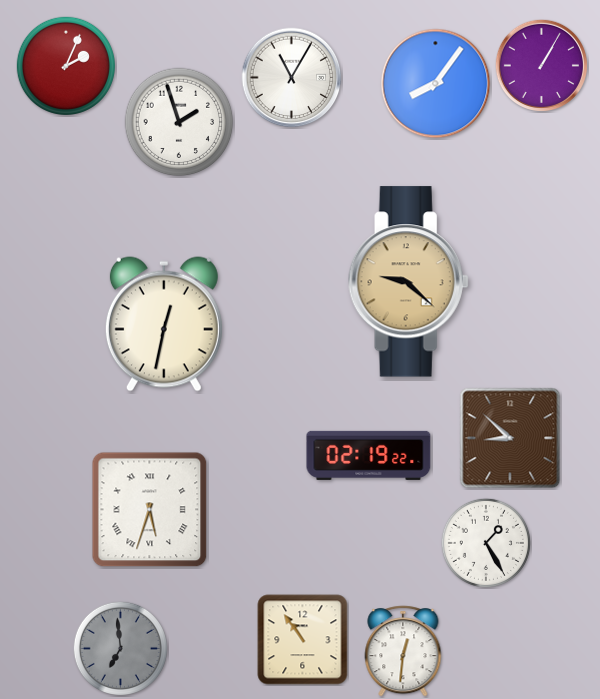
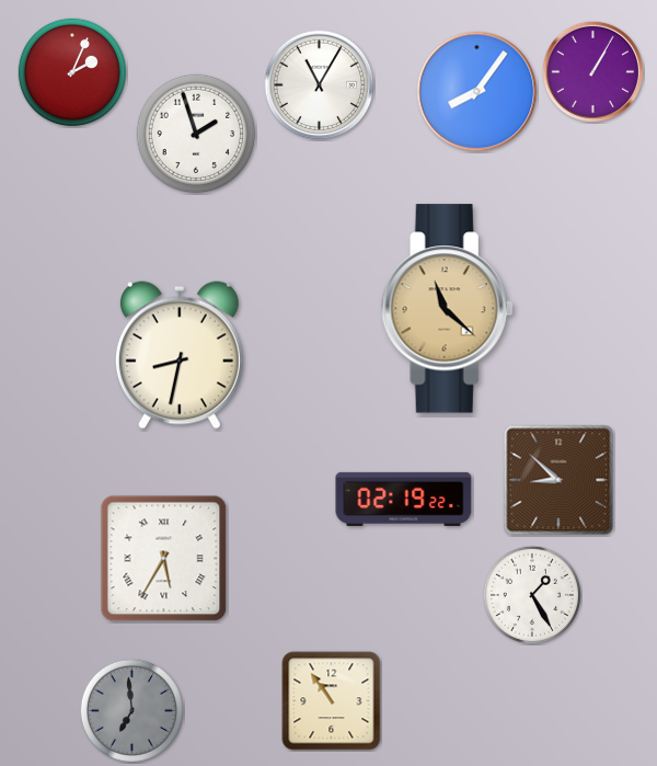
clock at (408, 282): 9:22 -> 11:22
clock at (164, 324): 12:32 -> 8:32
clock at (150, 510): 5:33 -> 5:35
clock at (403, 651): 12:31 -> none
